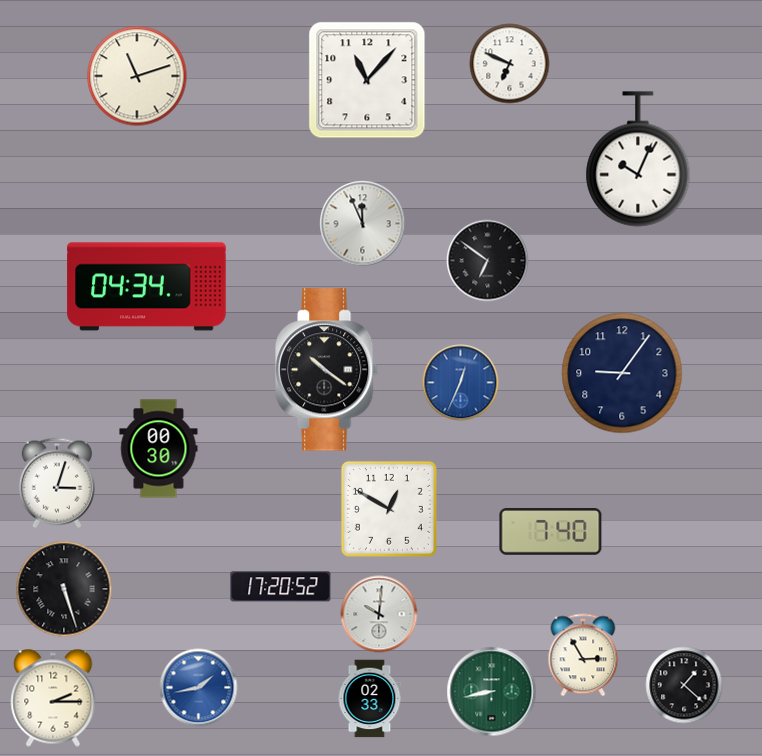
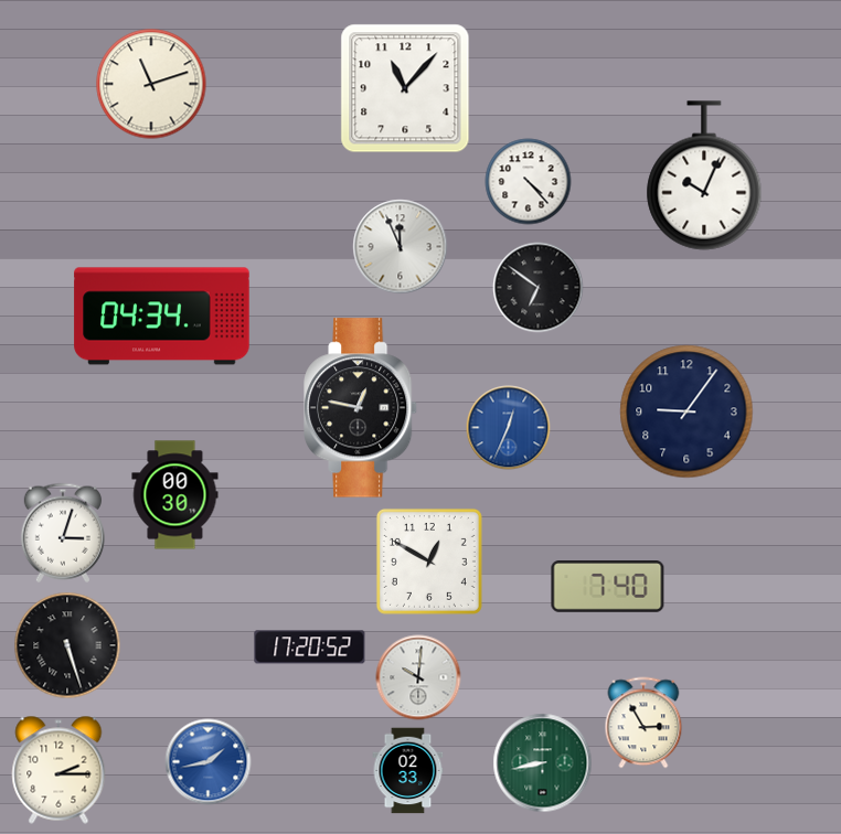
clock at (510, 64): 6:49 -> none
clock at (529, 182): none -> 4:23
clock at (328, 370): 10:21 -> 12:47
clock at (461, 383) position: (461, 383) -> (509, 428)
clock at (64, 589) position: (64, 589) -> (67, 645)
clock at (684, 685): 1:22 -> none
clock at (199, 688) position: (199, 688) -> (209, 762)
